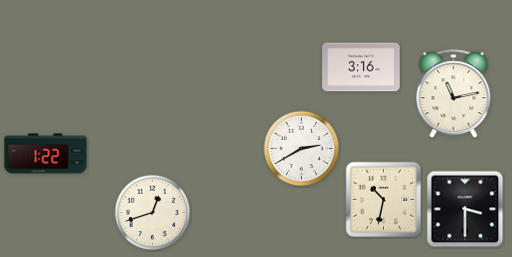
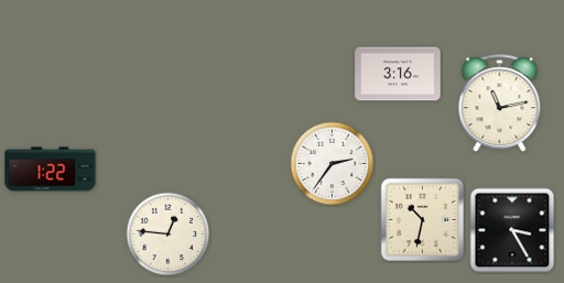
clock at (302, 149): 2:40 -> 2:36
clock at (465, 209): 3:30 -> 3:25
clock at (153, 213): 12:42 -> 12:46
